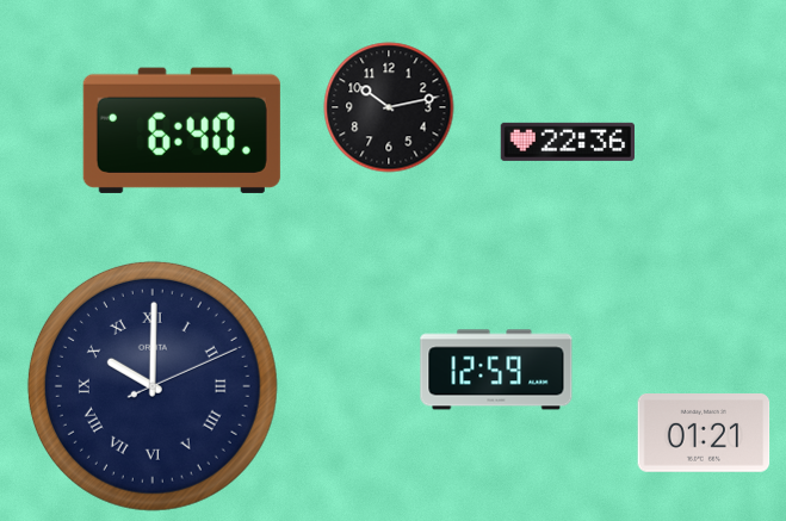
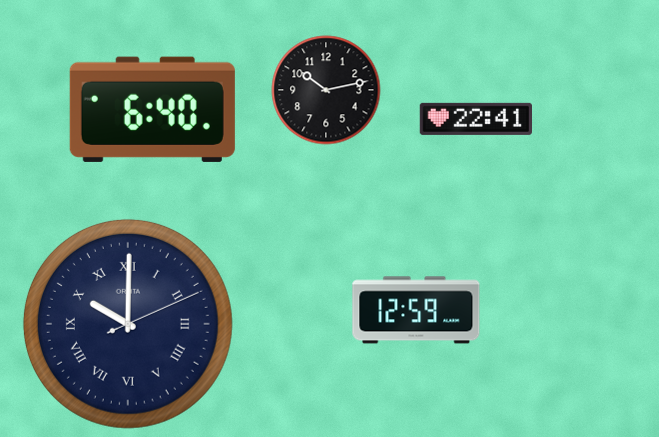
clock at (567, 142): 22:36 -> 22:41
clock at (704, 434): 01:21 -> none
